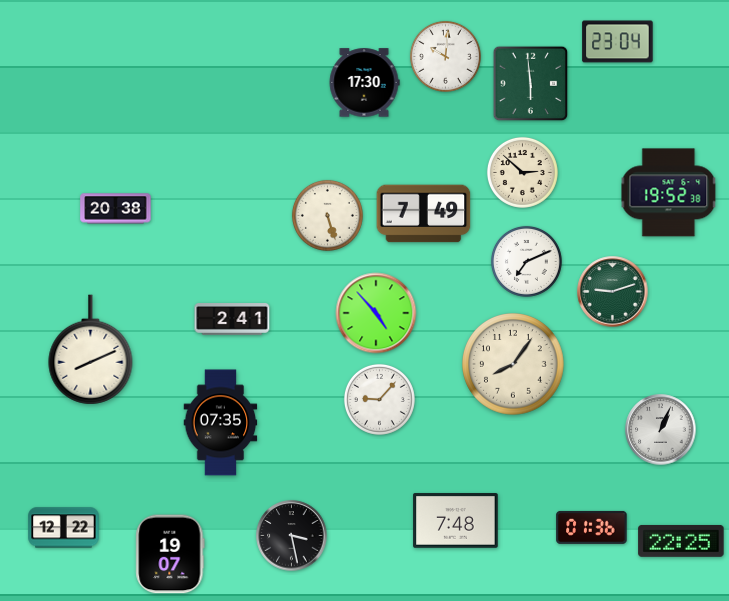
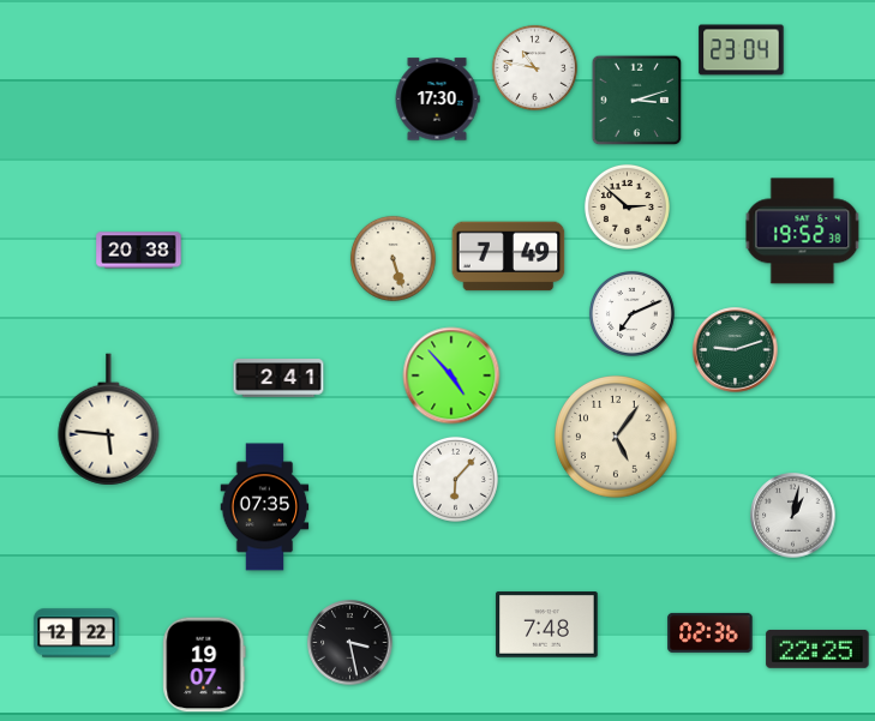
clock at (445, 56): 10:01 -> 10:47
clock at (531, 84): 5:59 -> 3:12
clock at (232, 319) position: (232, 319) -> (278, 378)
clock at (91, 350): 8:11 -> 5:46
clock at (513, 364): 8:06 -> 5:06
clock at (379, 399): 9:07 -> 6:07
clock at (661, 430): 1:04 -> 1:02
clock at (592, 527): 01:36 -> 02:36
